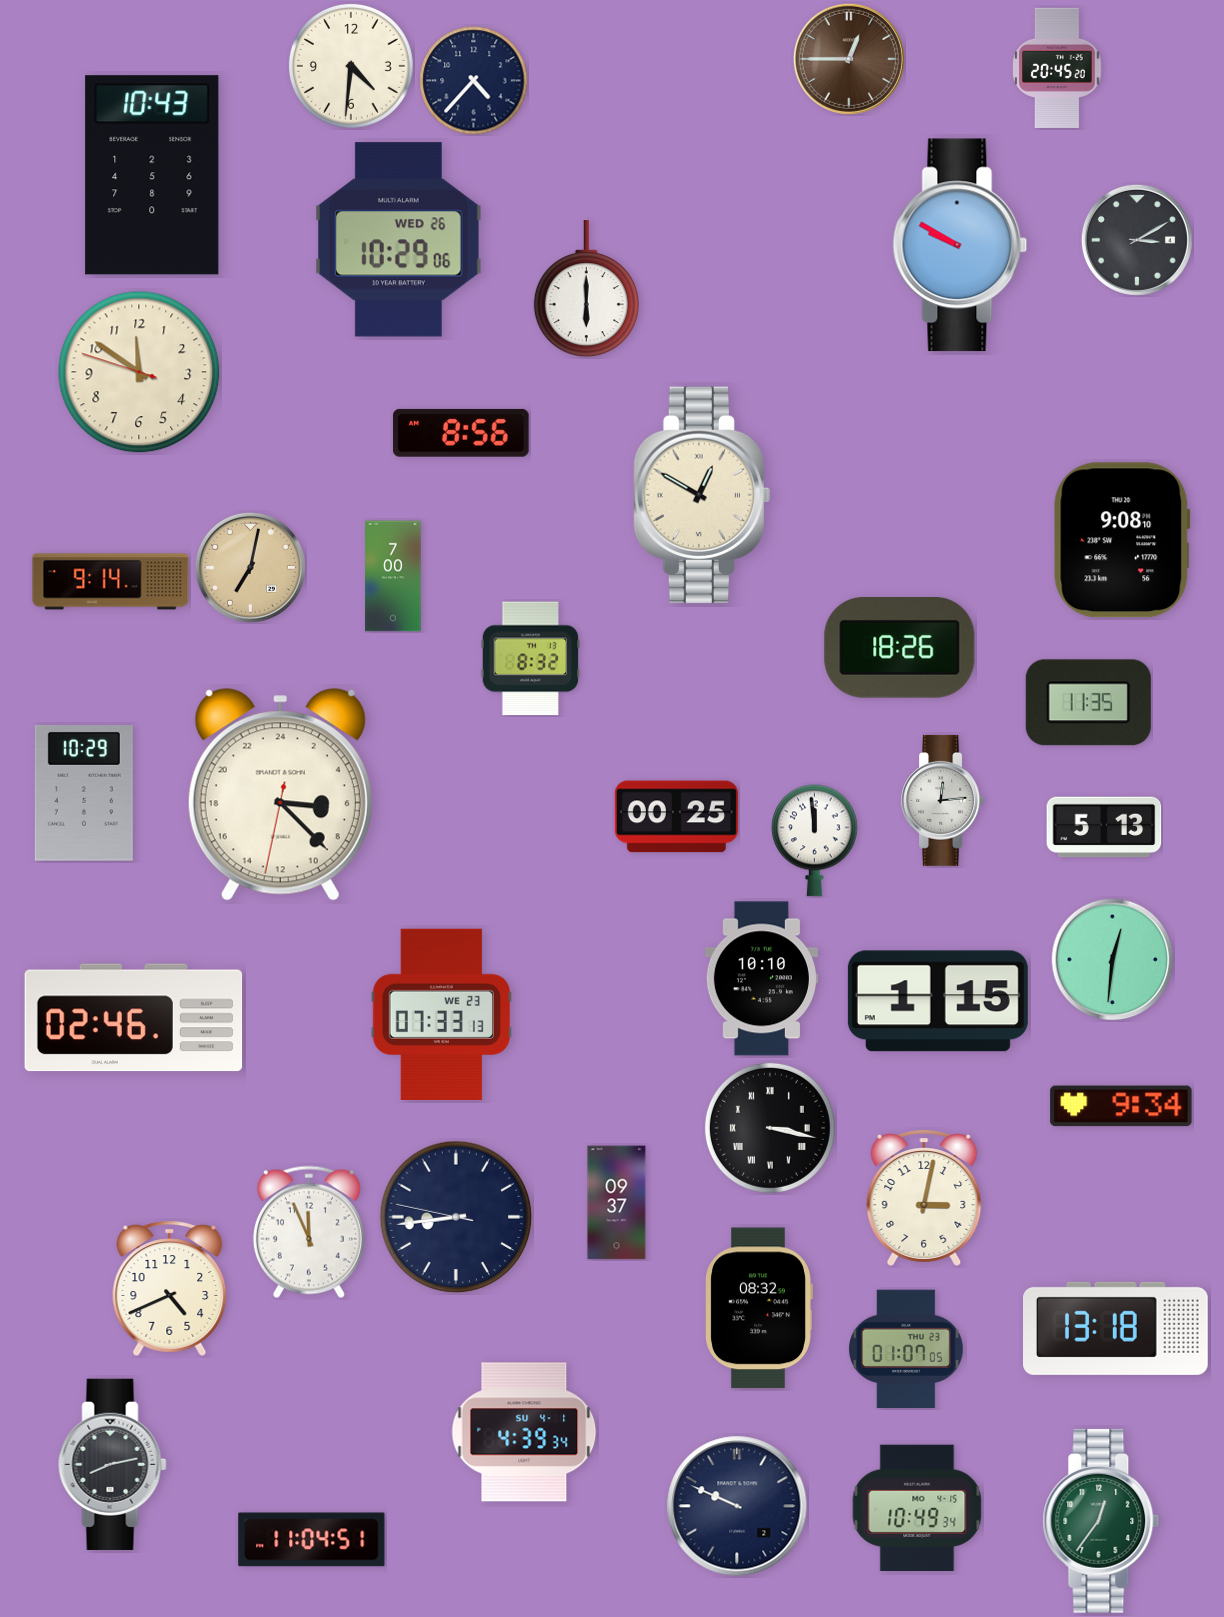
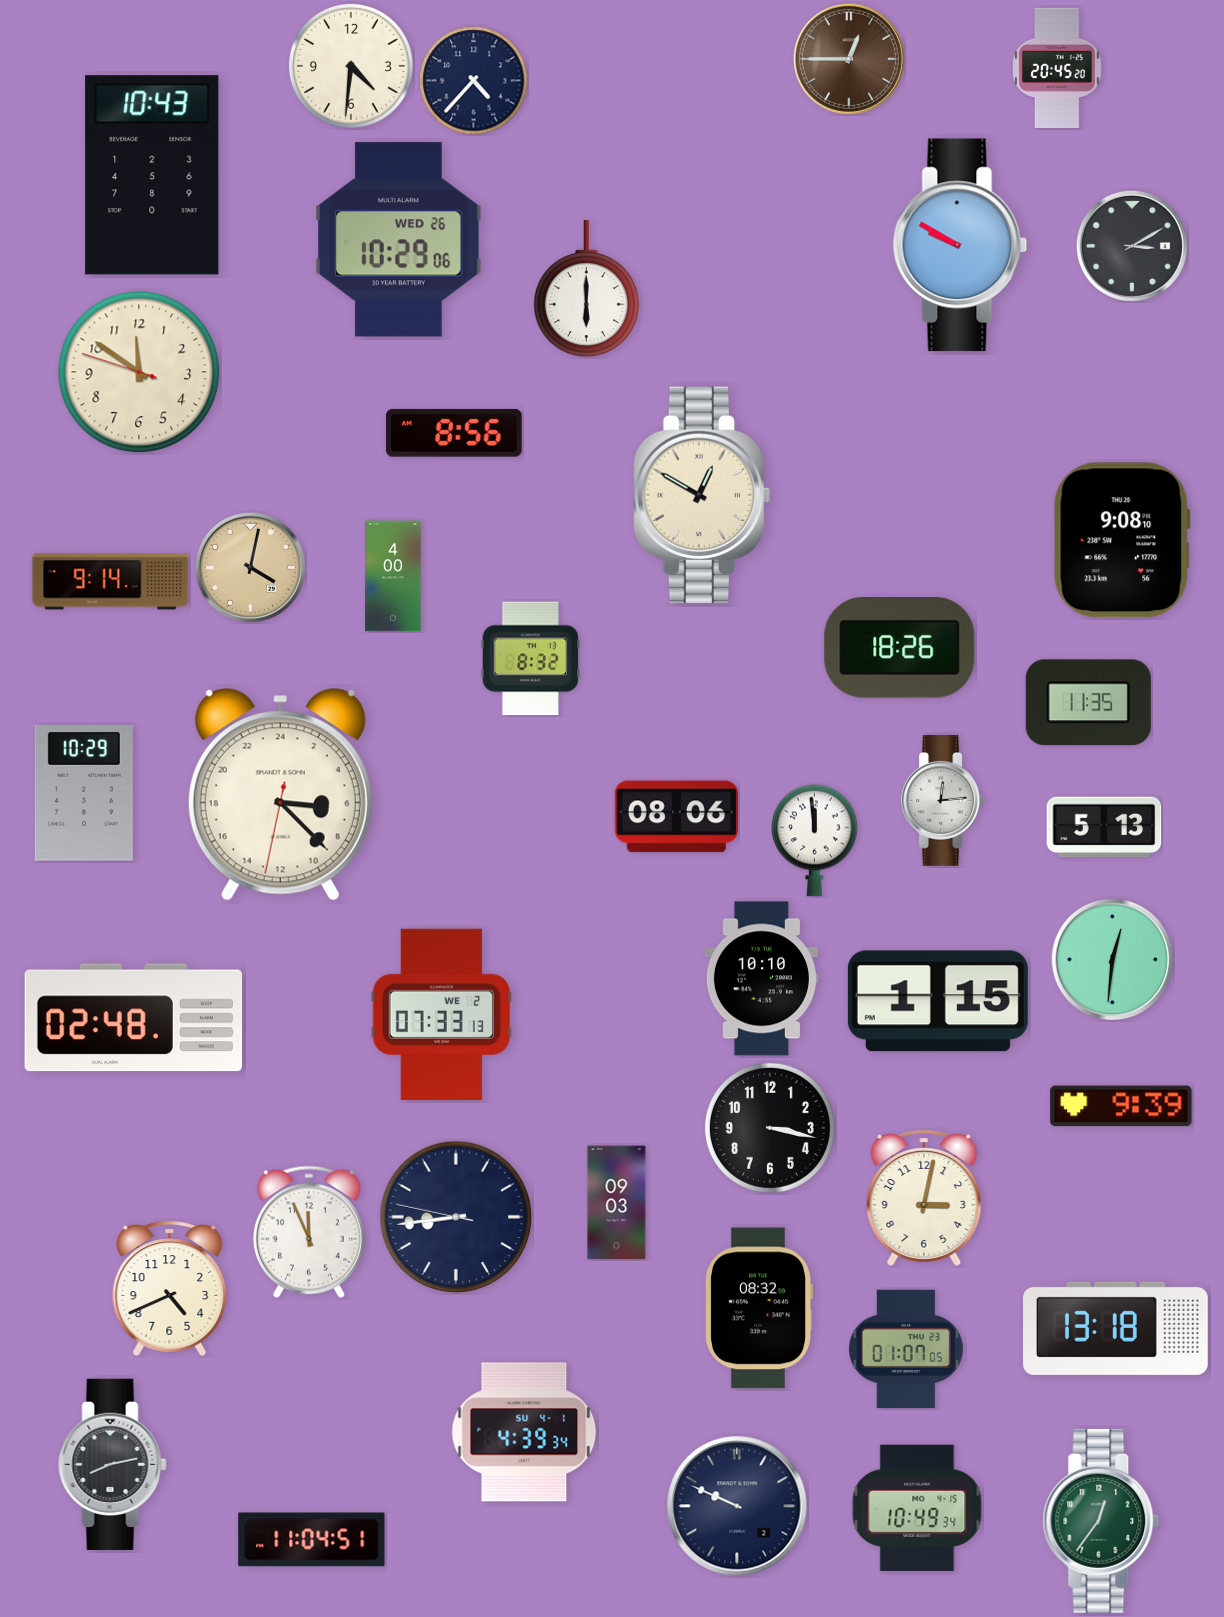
clock at (1137, 240) position: (1137, 240) -> (1132, 246)
clock at (461, 433) position: (461, 433) -> (454, 433)
clock at (250, 567): 7:02 -> 4:02
clock at (393, 576): 7:00 -> 4:00
clock at (676, 817): 00:25 -> 08:06
clock at (441, 1014) date: WE 23 -> WE 2
clock at (134, 1018): 02:46 -> 02:48
clock at (1121, 1106): 9:34 -> 9:39
clock at (770, 1128) numerals: Roman -> Arabic
clock at (617, 1203): 09:37 -> 09:03
